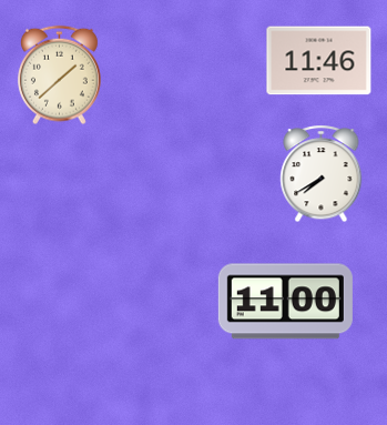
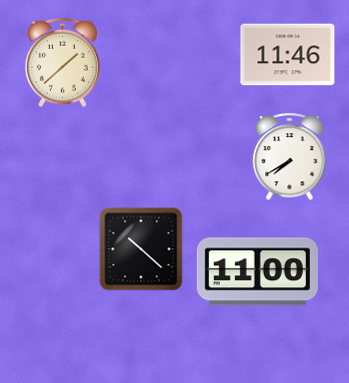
clock at (59, 75) position: (59, 75) -> (62, 63)
clock at (141, 249): none -> 10:22
